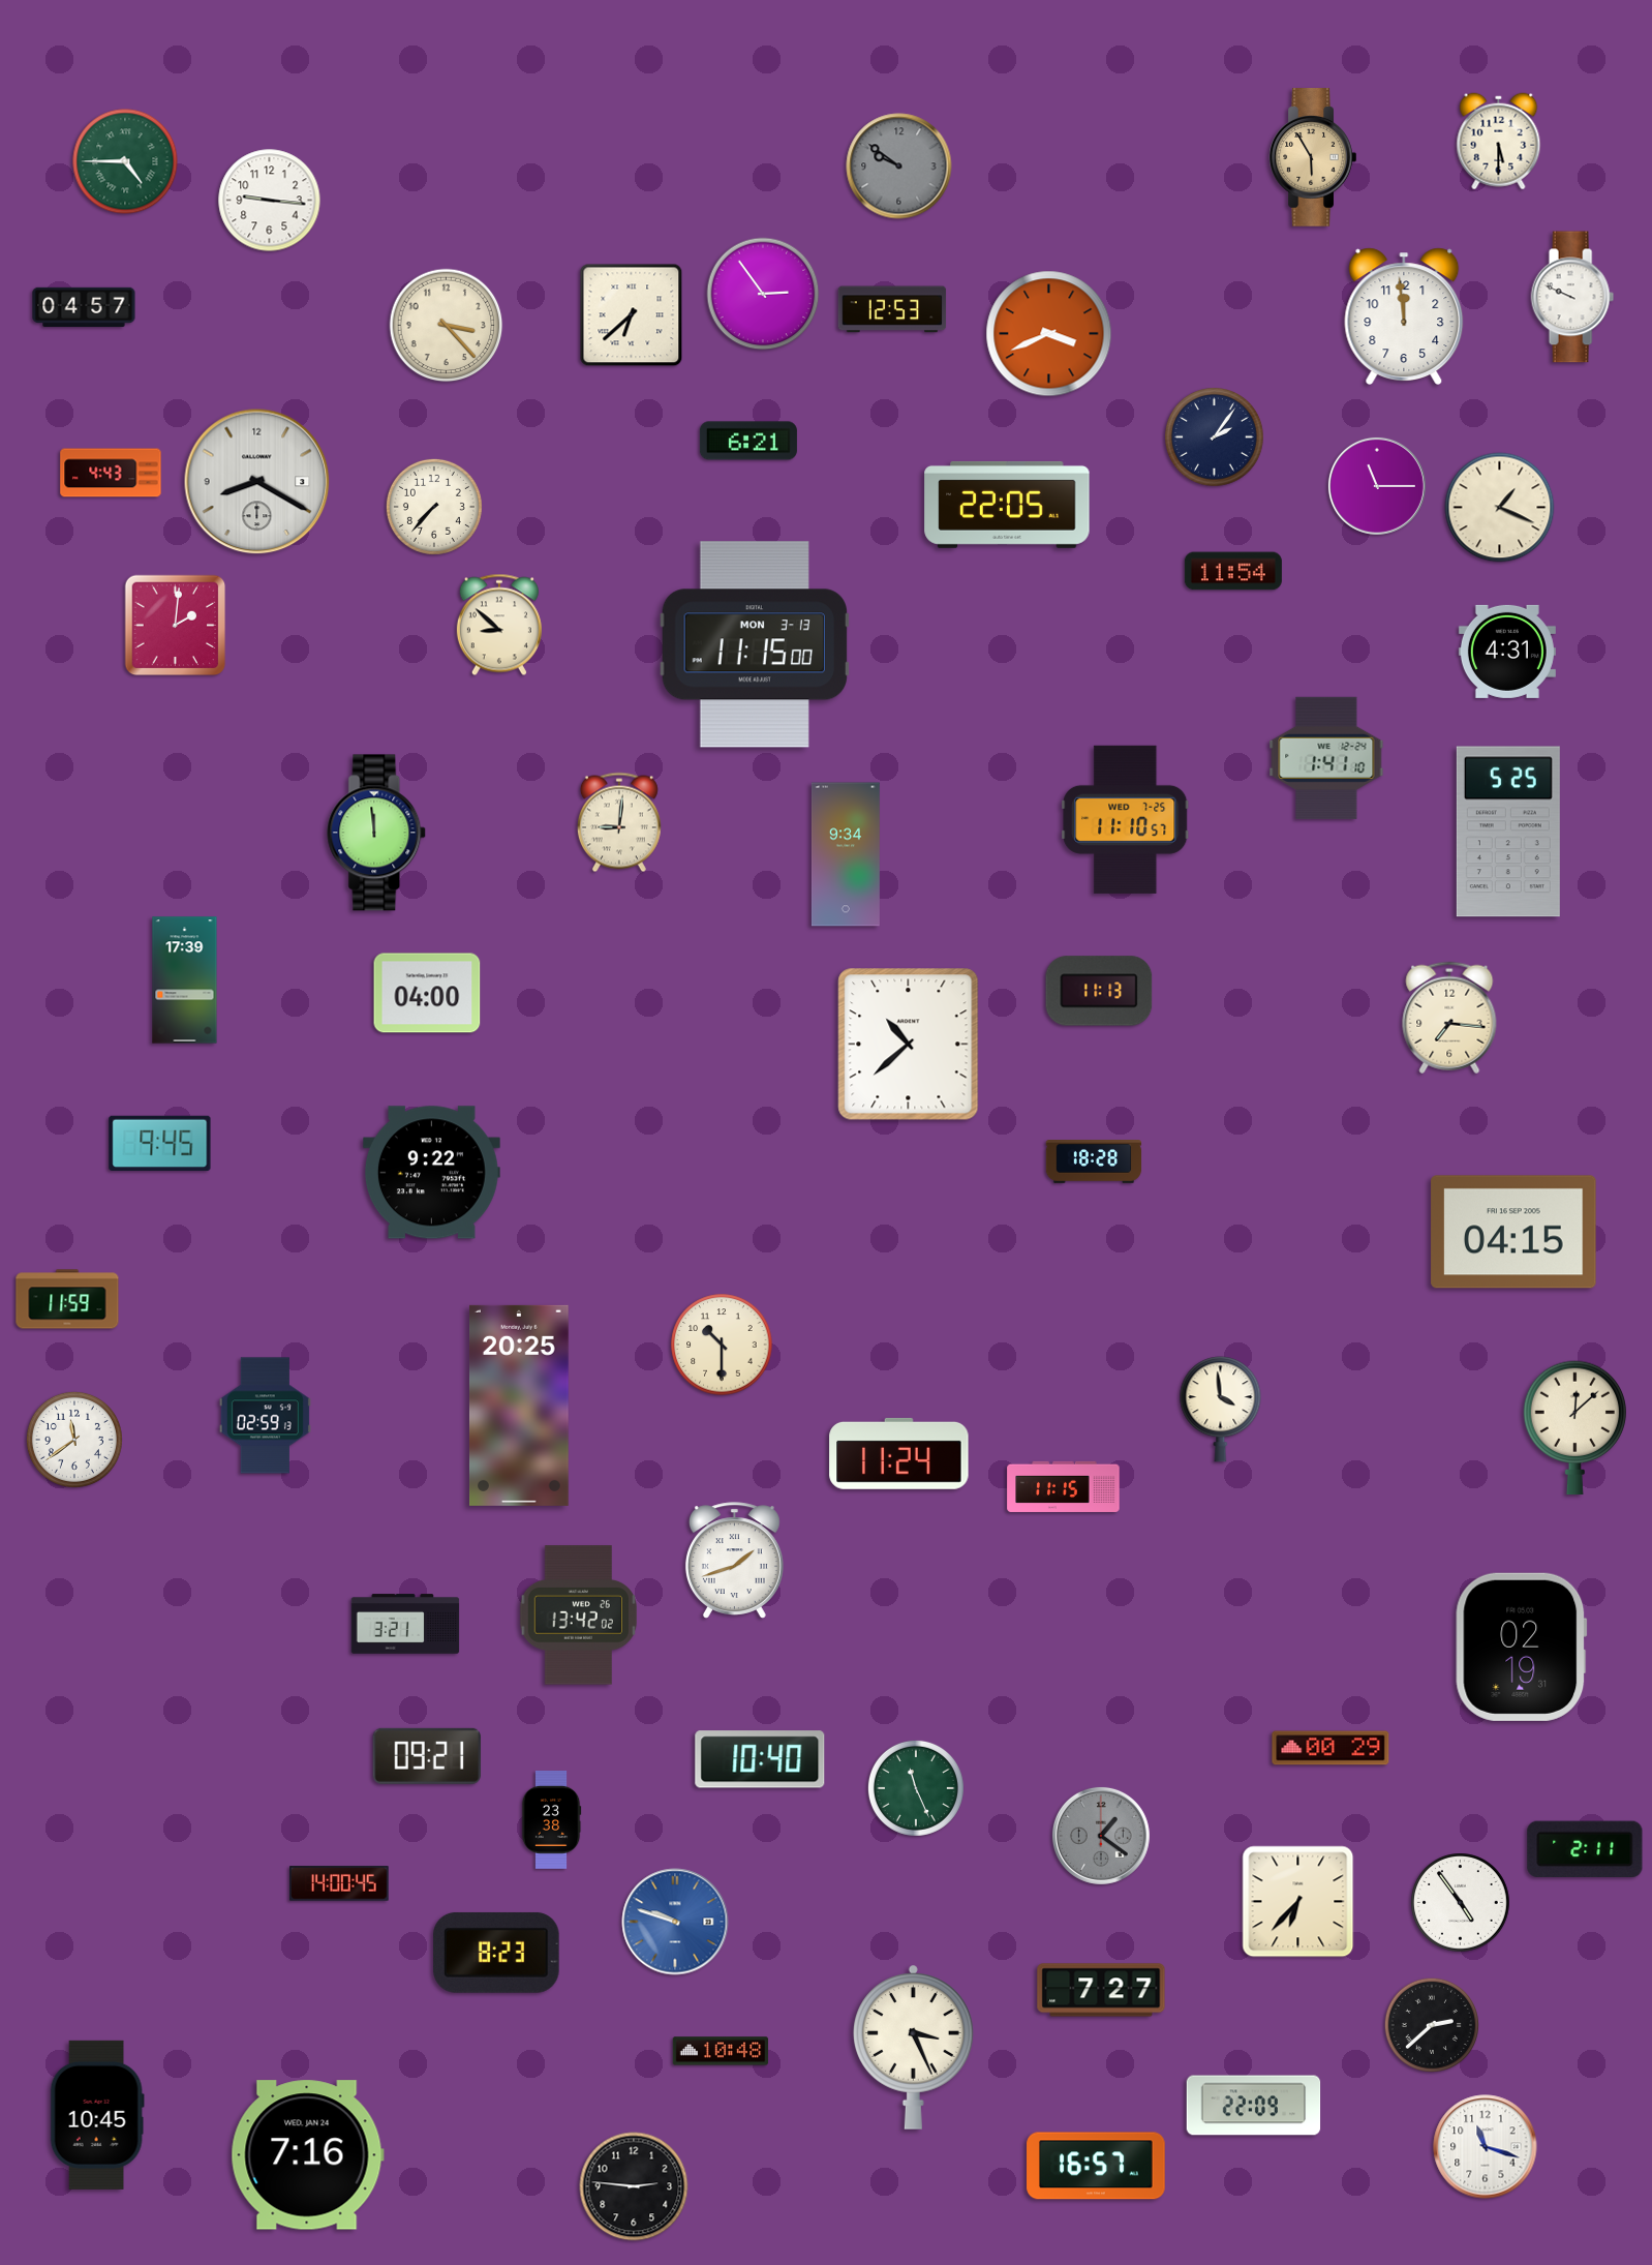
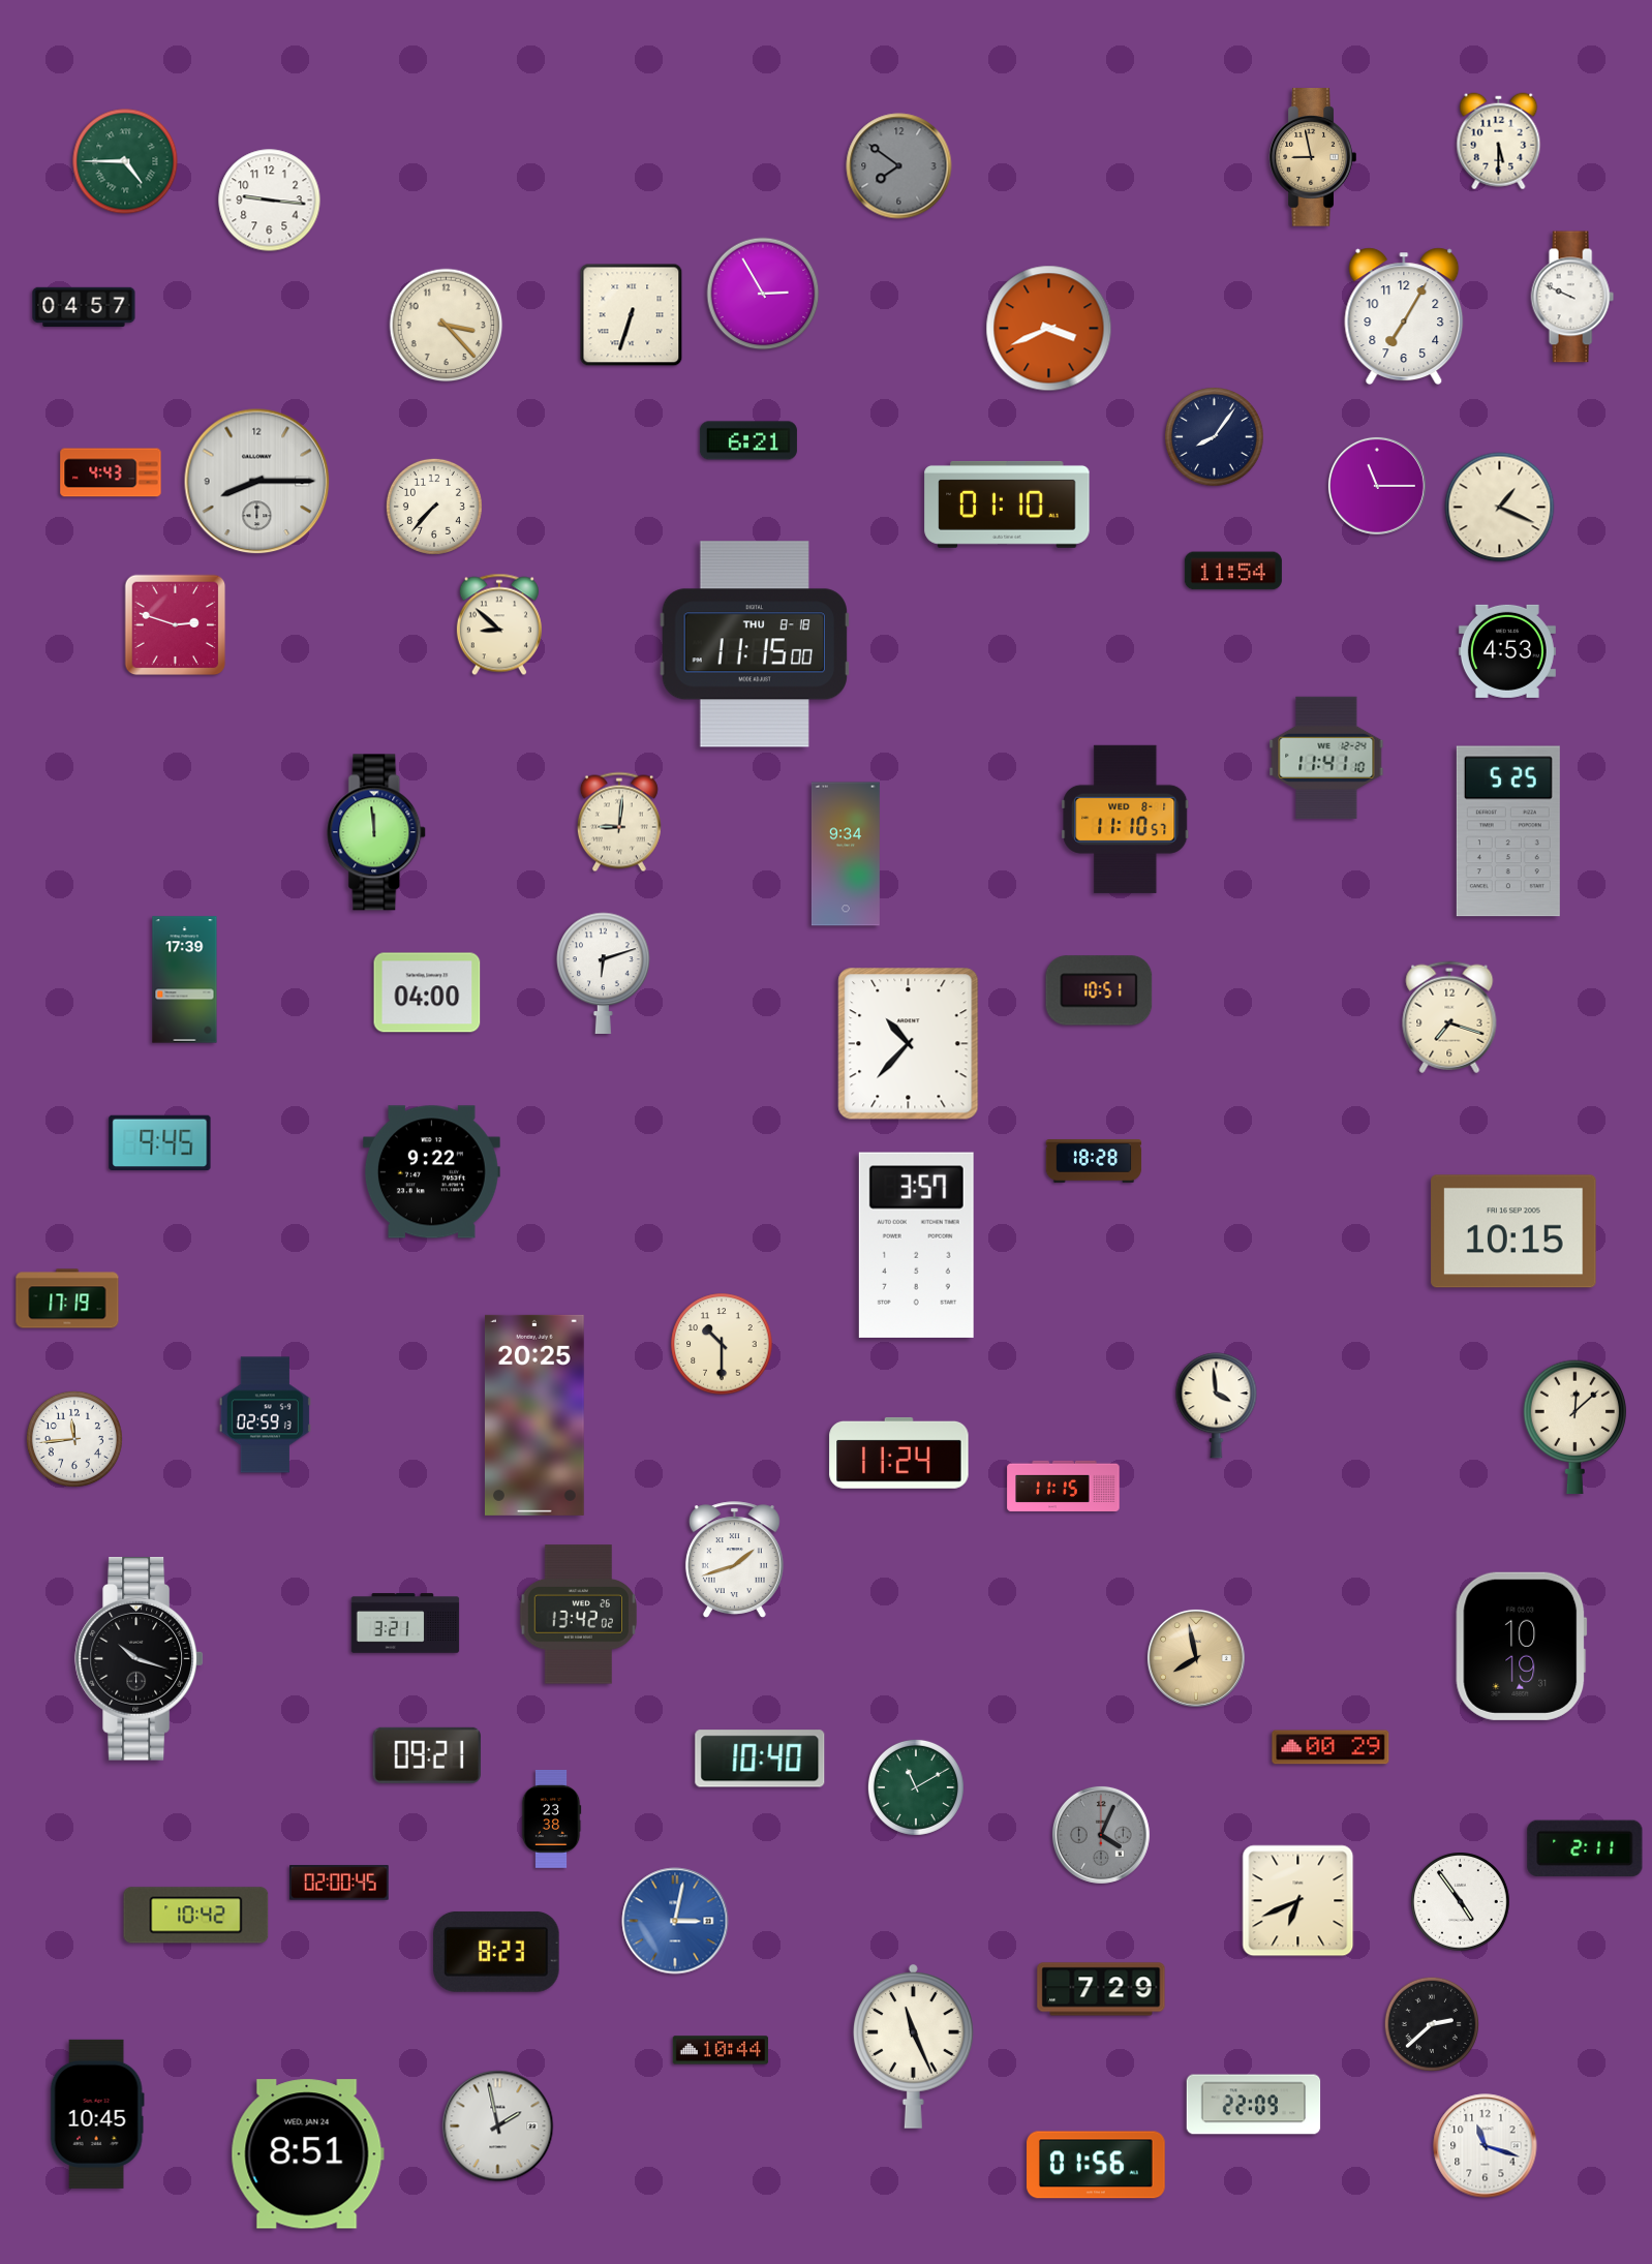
clock at (1313, 157): 5:55 -> 8:58
clock at (899, 167): 9:51 -> 7:51
clock at (763, 294): 2:54 -> 2:55
clock at (892, 309): 12:53 -> none
clock at (632, 315): 6:38 -> 6:33
clock at (1404, 315): 11:59 -> 7:05
clock at (1049, 334) position: (1049, 334) -> (1049, 329)
clock at (1215, 437): 2:06 -> 8:06
clock at (257, 482): 8:20 -> 8:15
clock at (1007, 505): 22:05 -> 01:10
clock at (176, 626): 2:01 -> 2:48
clock at (754, 644) date: MON 3-13 -> THU 8-18
clock at (1507, 652): 4:31 -> 4:53
clock at (1326, 758): 1:41 -> 11:41
clock at (1126, 819) date: WED 7-25 -> WED 8-1
clock at (604, 973): none -> 6:12
clock at (1099, 991): 11:13 -> 10:51
clock at (1449, 1018): 7:16 -> 7:18
clock at (909, 1045): 10:38 -> 10:37
clock at (1513, 1232): 04:15 -> 10:15
clock at (916, 1245): none -> 3:57
clock at (67, 1299): 11:59 -> 17:19
clock at (519, 1406) position: (519, 1406) -> (534, 1415)
clock at (1221, 1410) position: (1221, 1410) -> (1217, 1406)
clock at (74, 1440): 11:39 -> 11:44
clock at (1522, 1647): 02:19 -> 10:19
clock at (1196, 1658): none -> 7:58
clock at (139, 1659): none -> 10:18
clock at (916, 1788): 11:26 -> 11:10
clock at (1101, 1836): 1:21 -> 4:04
clock at (339, 1883): 14:00 -> 02:00
clock at (1298, 1902): 6:37 -> 6:41
clock at (196, 1916): none -> 10:42
clock at (675, 1922): 9:48 -> 3:02
clock at (1101, 1990): 7:27 -> 7:29
clock at (914, 2047): 3:26 -> 11:26
clock at (721, 2051): 10:48 -> 10:44
clock at (498, 2127): none -> 1:58
clock at (307, 2155): 7:16 -> 8:51
clock at (1096, 2166): 16:57 -> 01:56
clock at (634, 2186): 2:46 -> none
